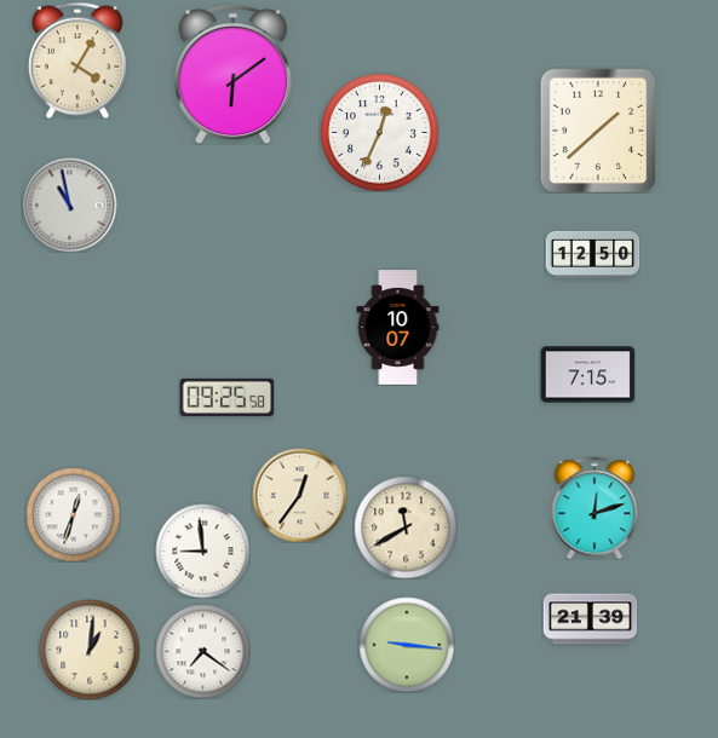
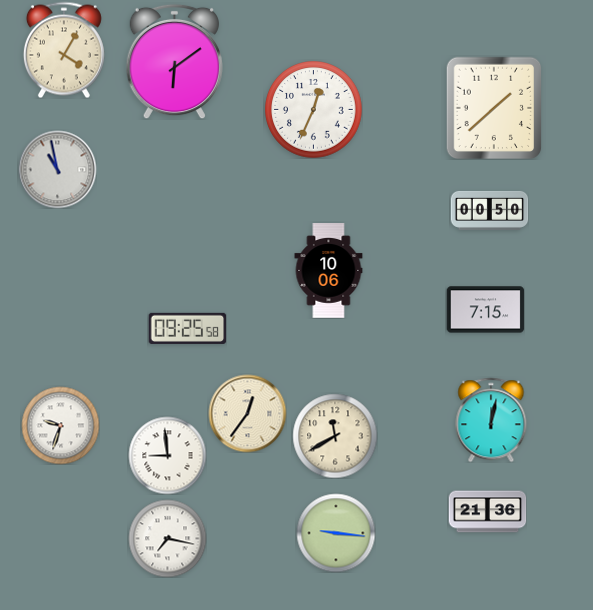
clock at (232, 74) position: (232, 74) -> (174, 61)
clock at (592, 254): 12:50 -> 00:50
clock at (398, 328): 10:07 -> 10:06
clock at (299, 495) position: (299, 495) -> (247, 413)
clock at (594, 508): 12:12 -> 12:02
clock at (73, 514): 12:33 -> 9:33
clock at (590, 619): 21:39 -> 21:36
clock at (90, 650): 1:01 -> none
clock at (202, 651): 7:21 -> 7:17
